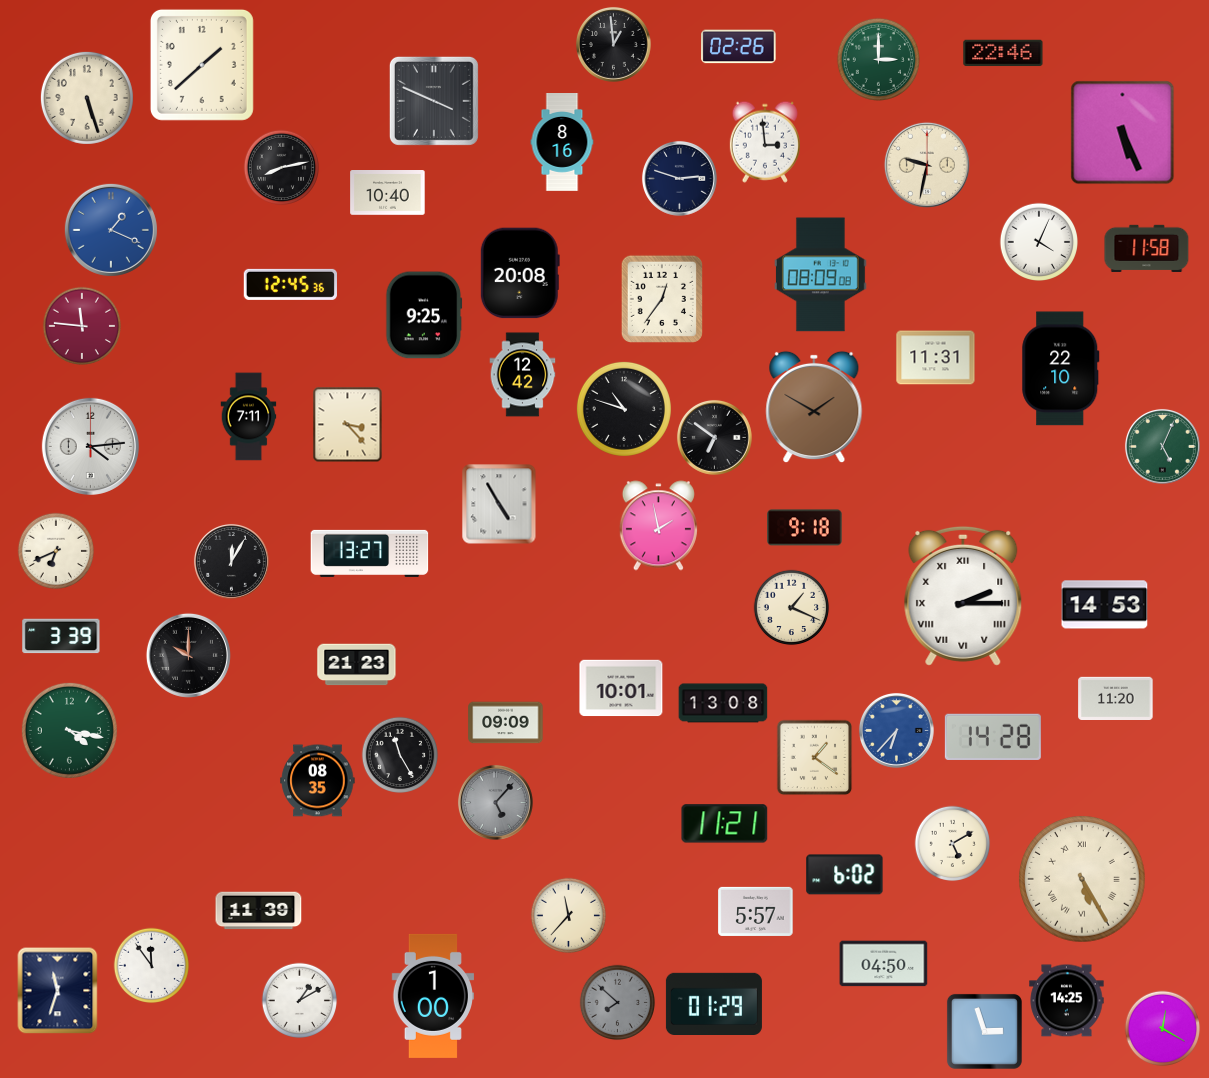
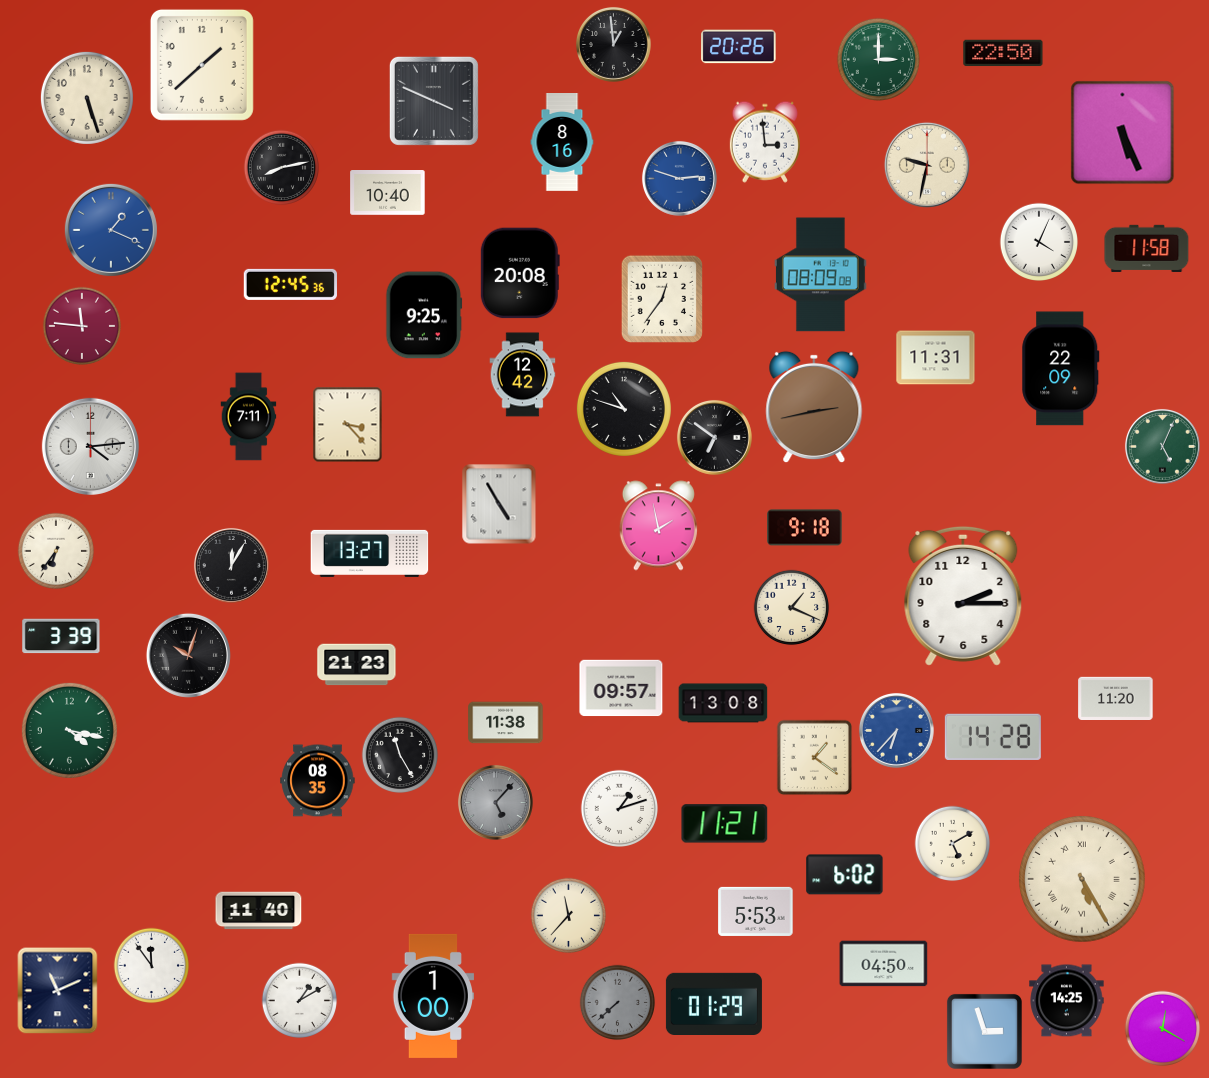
clock at (739, 47): 02:26 -> 20:26
clock at (1003, 53): 22:46 -> 22:50
clock at (679, 178) dial: navy -> blue
clock at (1061, 369): 22:10 -> 22:09
clock at (814, 407): 1:50 -> 2:43
clock at (55, 550): 6:41 -> 6:36
clock at (231, 561) position: (231, 561) -> (231, 565)
clock at (963, 596) numerals: Roman -> Arabic
clock at (1105, 605): 14:53 -> none
clock at (188, 655): 10:00 -> 10:03
clock at (621, 688): 10:01 -> 09:57
clock at (506, 723): 09:09 -> 11:38
clock at (619, 808): none -> 1:12
clock at (259, 911): 11:39 -> 11:40
clock at (756, 911): 5:57 -> 5:53
clock at (58, 991): 11:33 -> 11:11
clock at (618, 1003): 7:52 -> 7:38
